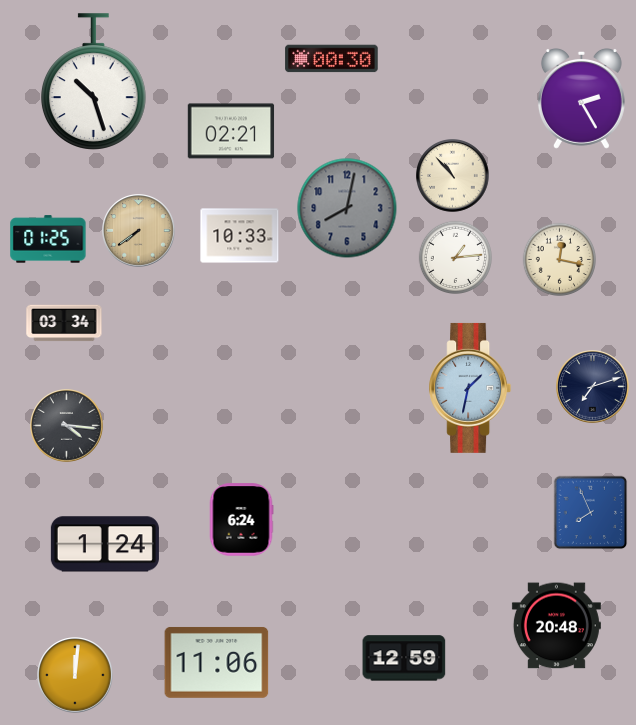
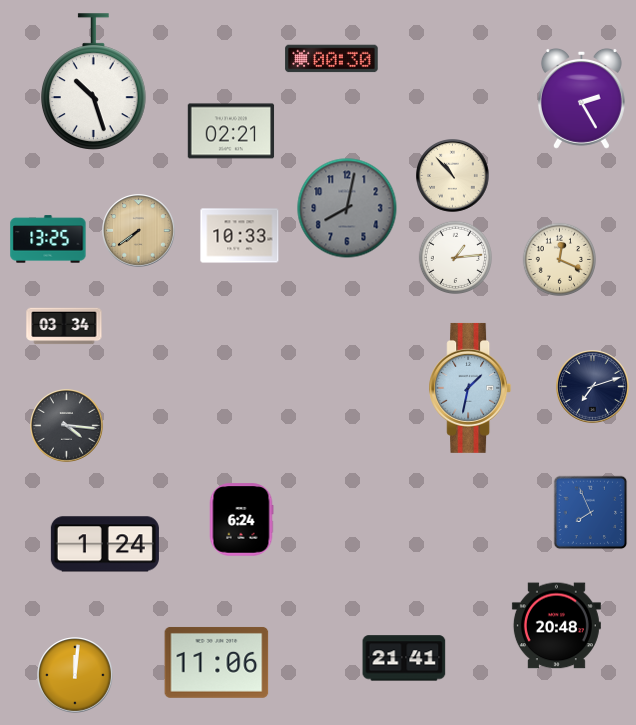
clock at (48, 239): 01:25 -> 13:25
clock at (559, 259): 12:17 -> 12:19
clock at (64, 323) position: (64, 323) -> (64, 326)
clock at (404, 658): 12:59 -> 21:41
